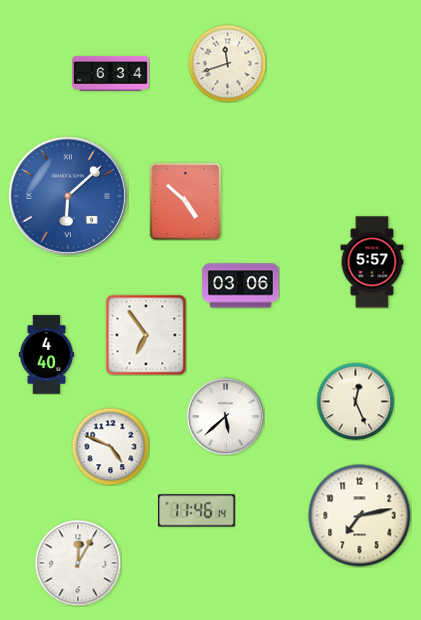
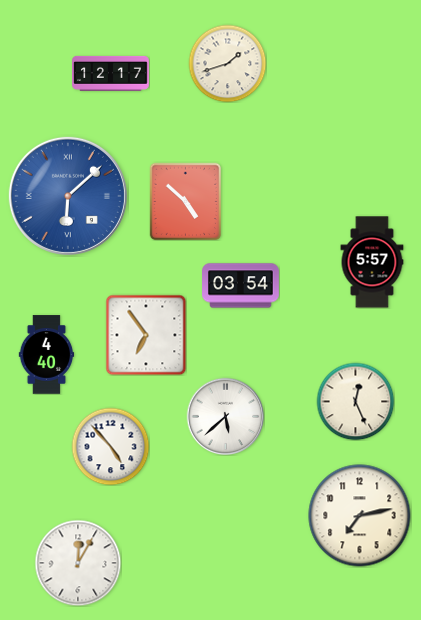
clock at (227, 63): 11:42 -> 1:42
clock at (111, 73): 6:34 -> 12:17
clock at (241, 286): 03:06 -> 03:54
clock at (110, 446): 4:49 -> 4:53
clock at (197, 511): 11:46 -> none
